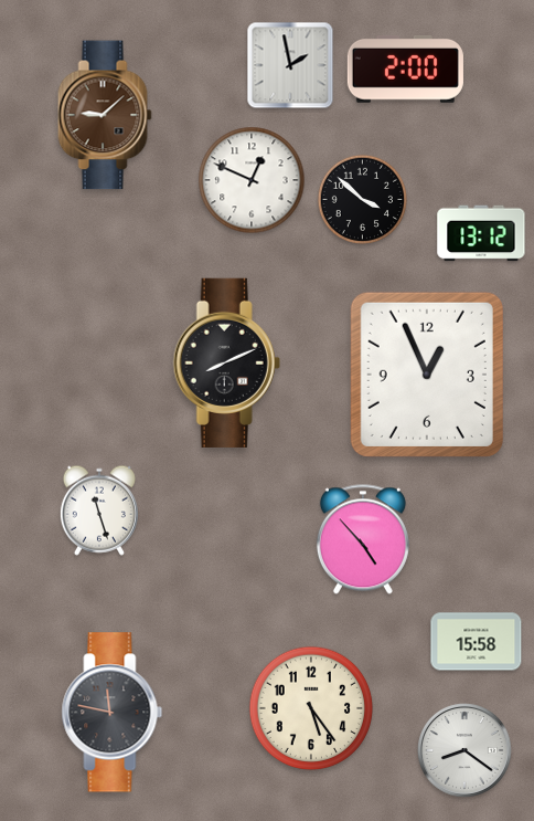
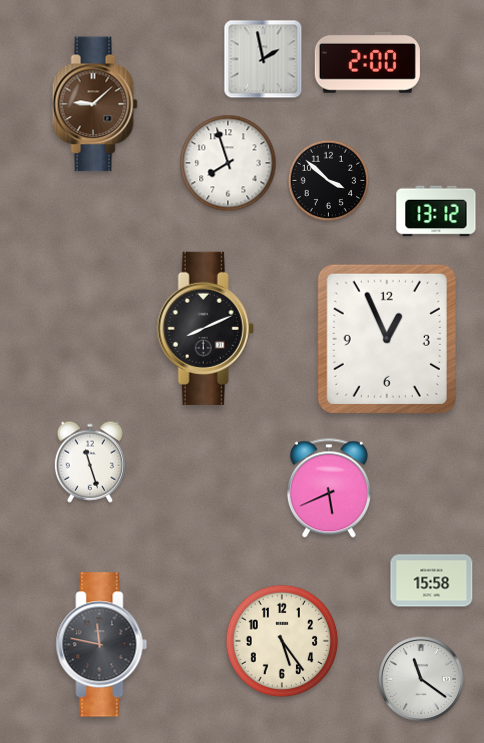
clock at (252, 180): 12:49 -> 7:57
clock at (363, 539): 4:53 -> 5:41
clock at (466, 751): 8:21 -> 11:21
